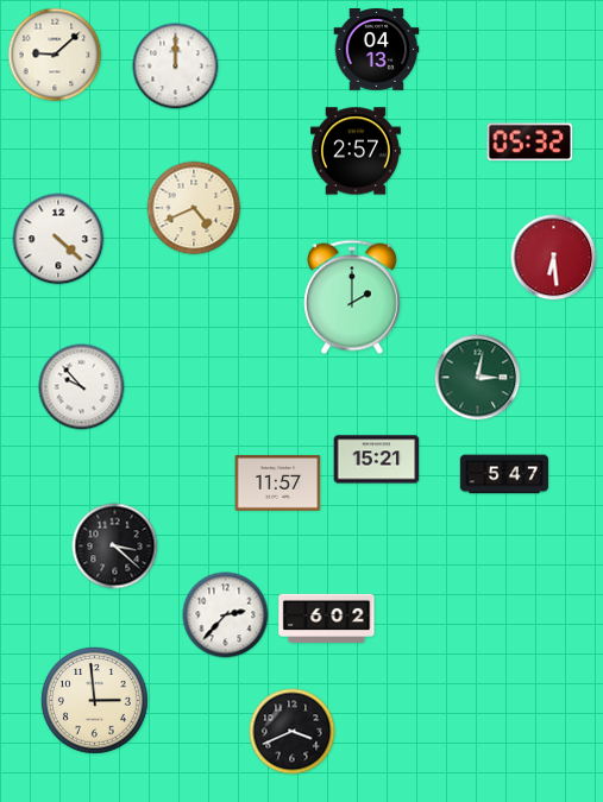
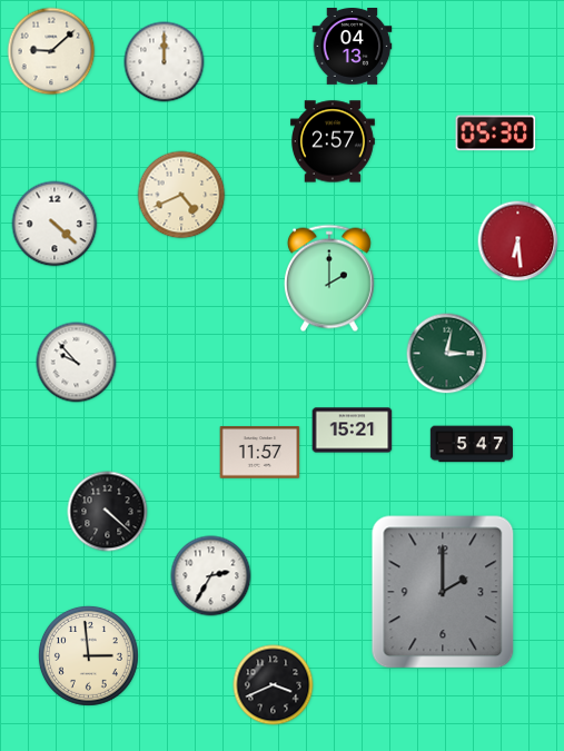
clock at (530, 143): 05:32 -> 05:30
clock at (115, 547): 3:22 -> 4:22
clock at (226, 615): 2:37 -> 2:35
clock at (327, 618): 6:02 -> none
clock at (443, 592): none -> 2:00
